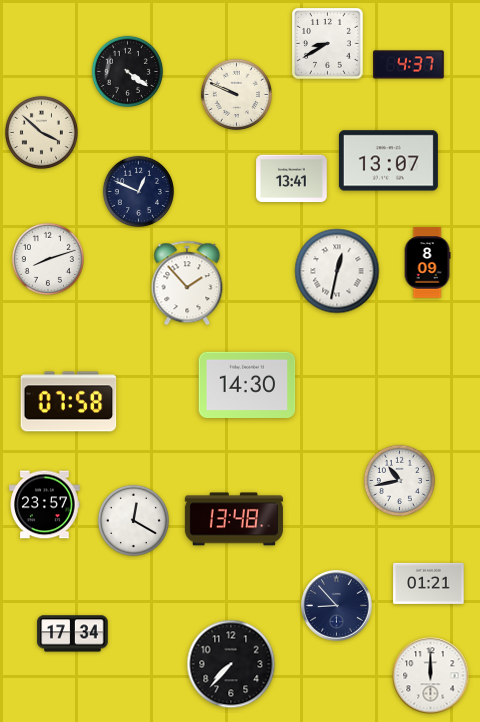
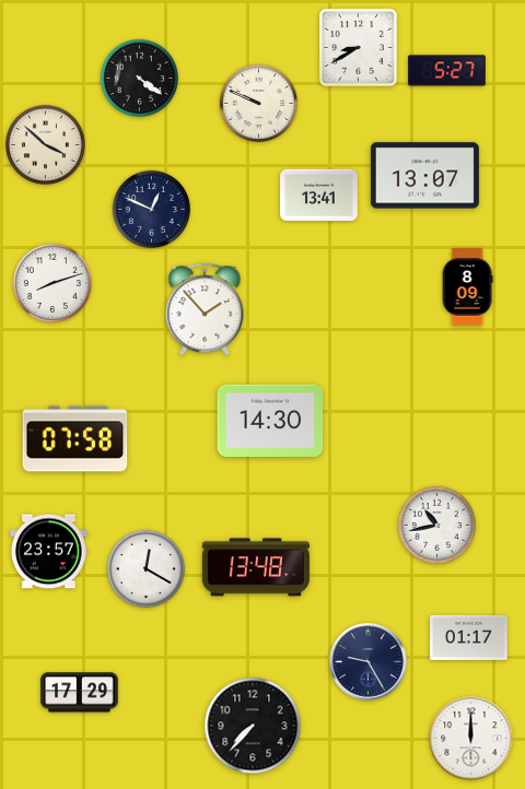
clock at (409, 65): 4:37 -> 5:27
clock at (337, 271): 12:32 -> none
clock at (429, 583): 01:21 -> 01:17
clock at (337, 606): 8:53 -> 9:25
clock at (73, 634): 17:34 -> 17:29
